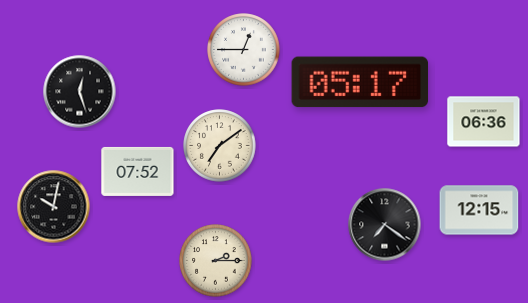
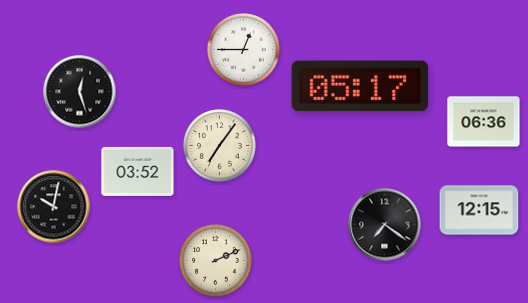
clock at (360, 82) position: (360, 82) -> (360, 86)
clock at (220, 146): 7:09 -> 7:06
clock at (138, 171): 07:52 -> 03:52
clock at (216, 261): 2:15 -> 2:11
